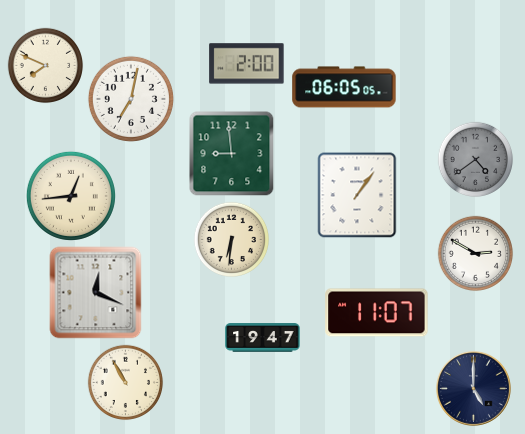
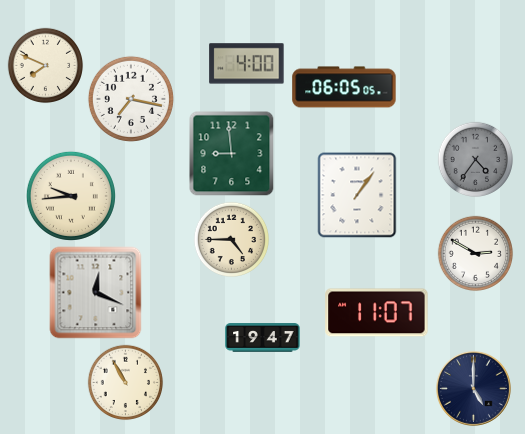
clock at (247, 64): 2:00 -> 4:00
clock at (131, 99): 7:02 -> 7:17
clock at (476, 160): 4:39 -> 4:36
clock at (71, 196): 12:44 -> 9:44
clock at (232, 240): 6:31 -> 4:45
